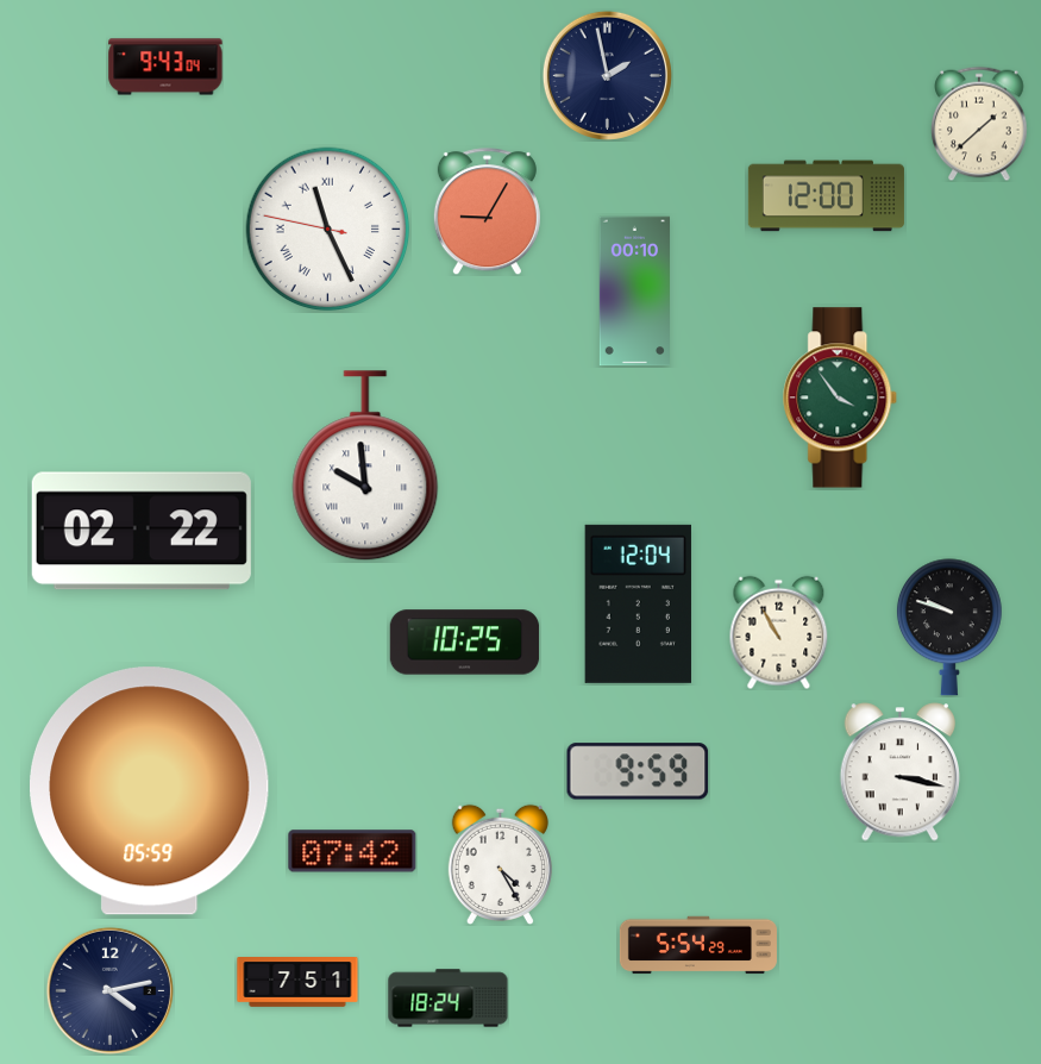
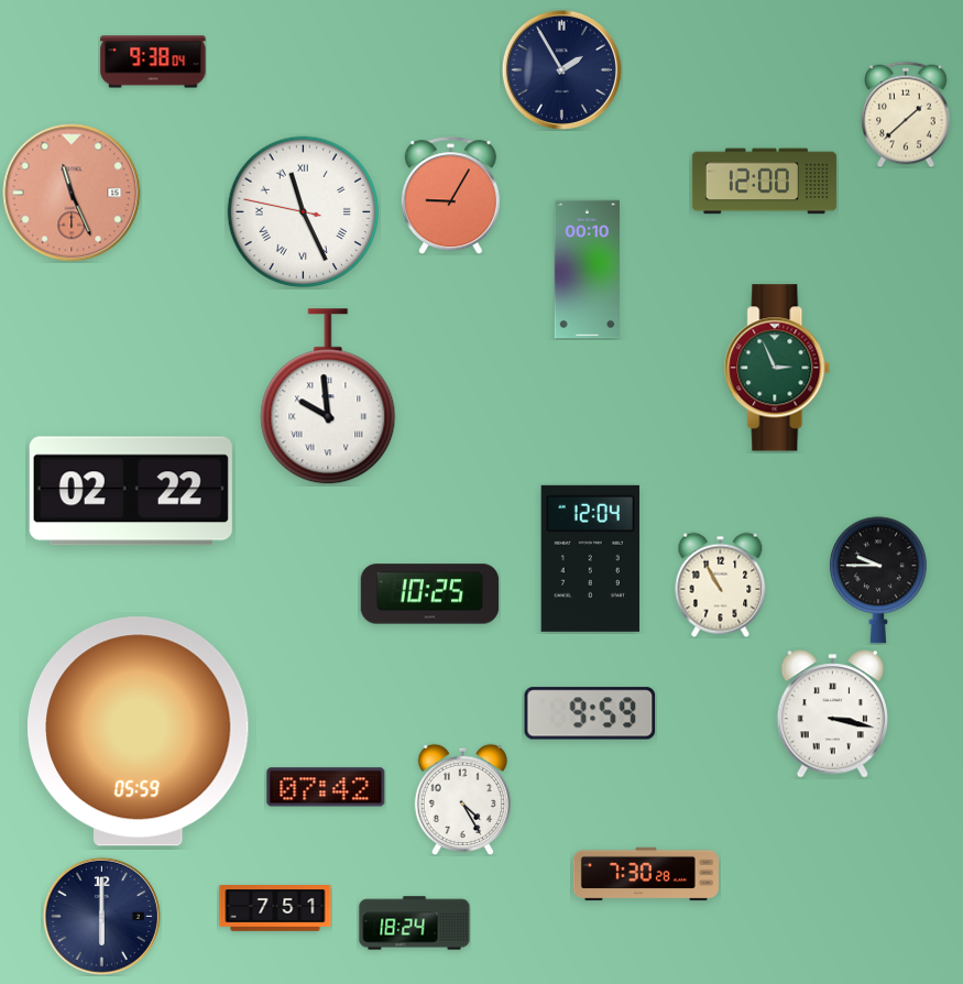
clock at (165, 67): 9:43 -> 9:38
clock at (607, 75): 1:58 -> 1:55
clock at (72, 193): none -> 11:26
clock at (841, 398): 3:54 -> 2:56
clock at (365, 467) position: (365, 467) -> (328, 397)
clock at (949, 627): 9:48 -> 9:45
clock at (698, 945): 5:54 -> 7:30
clock at (109, 990): 4:13 -> 6:00
